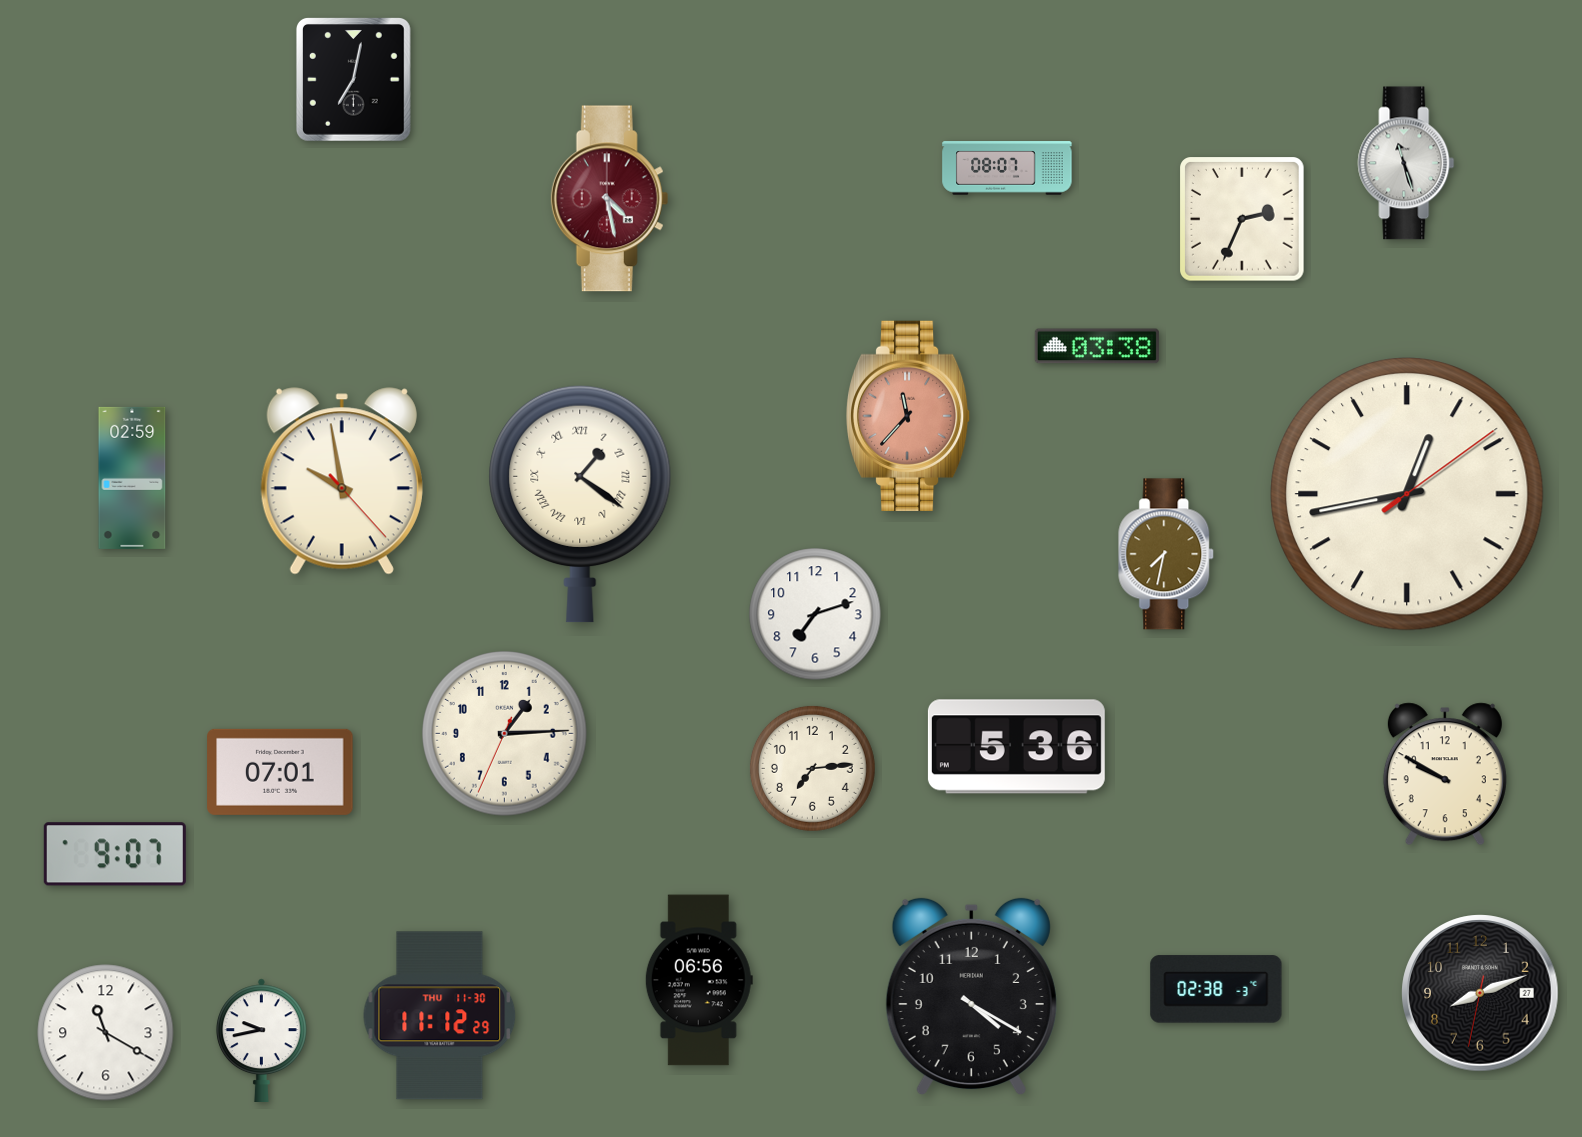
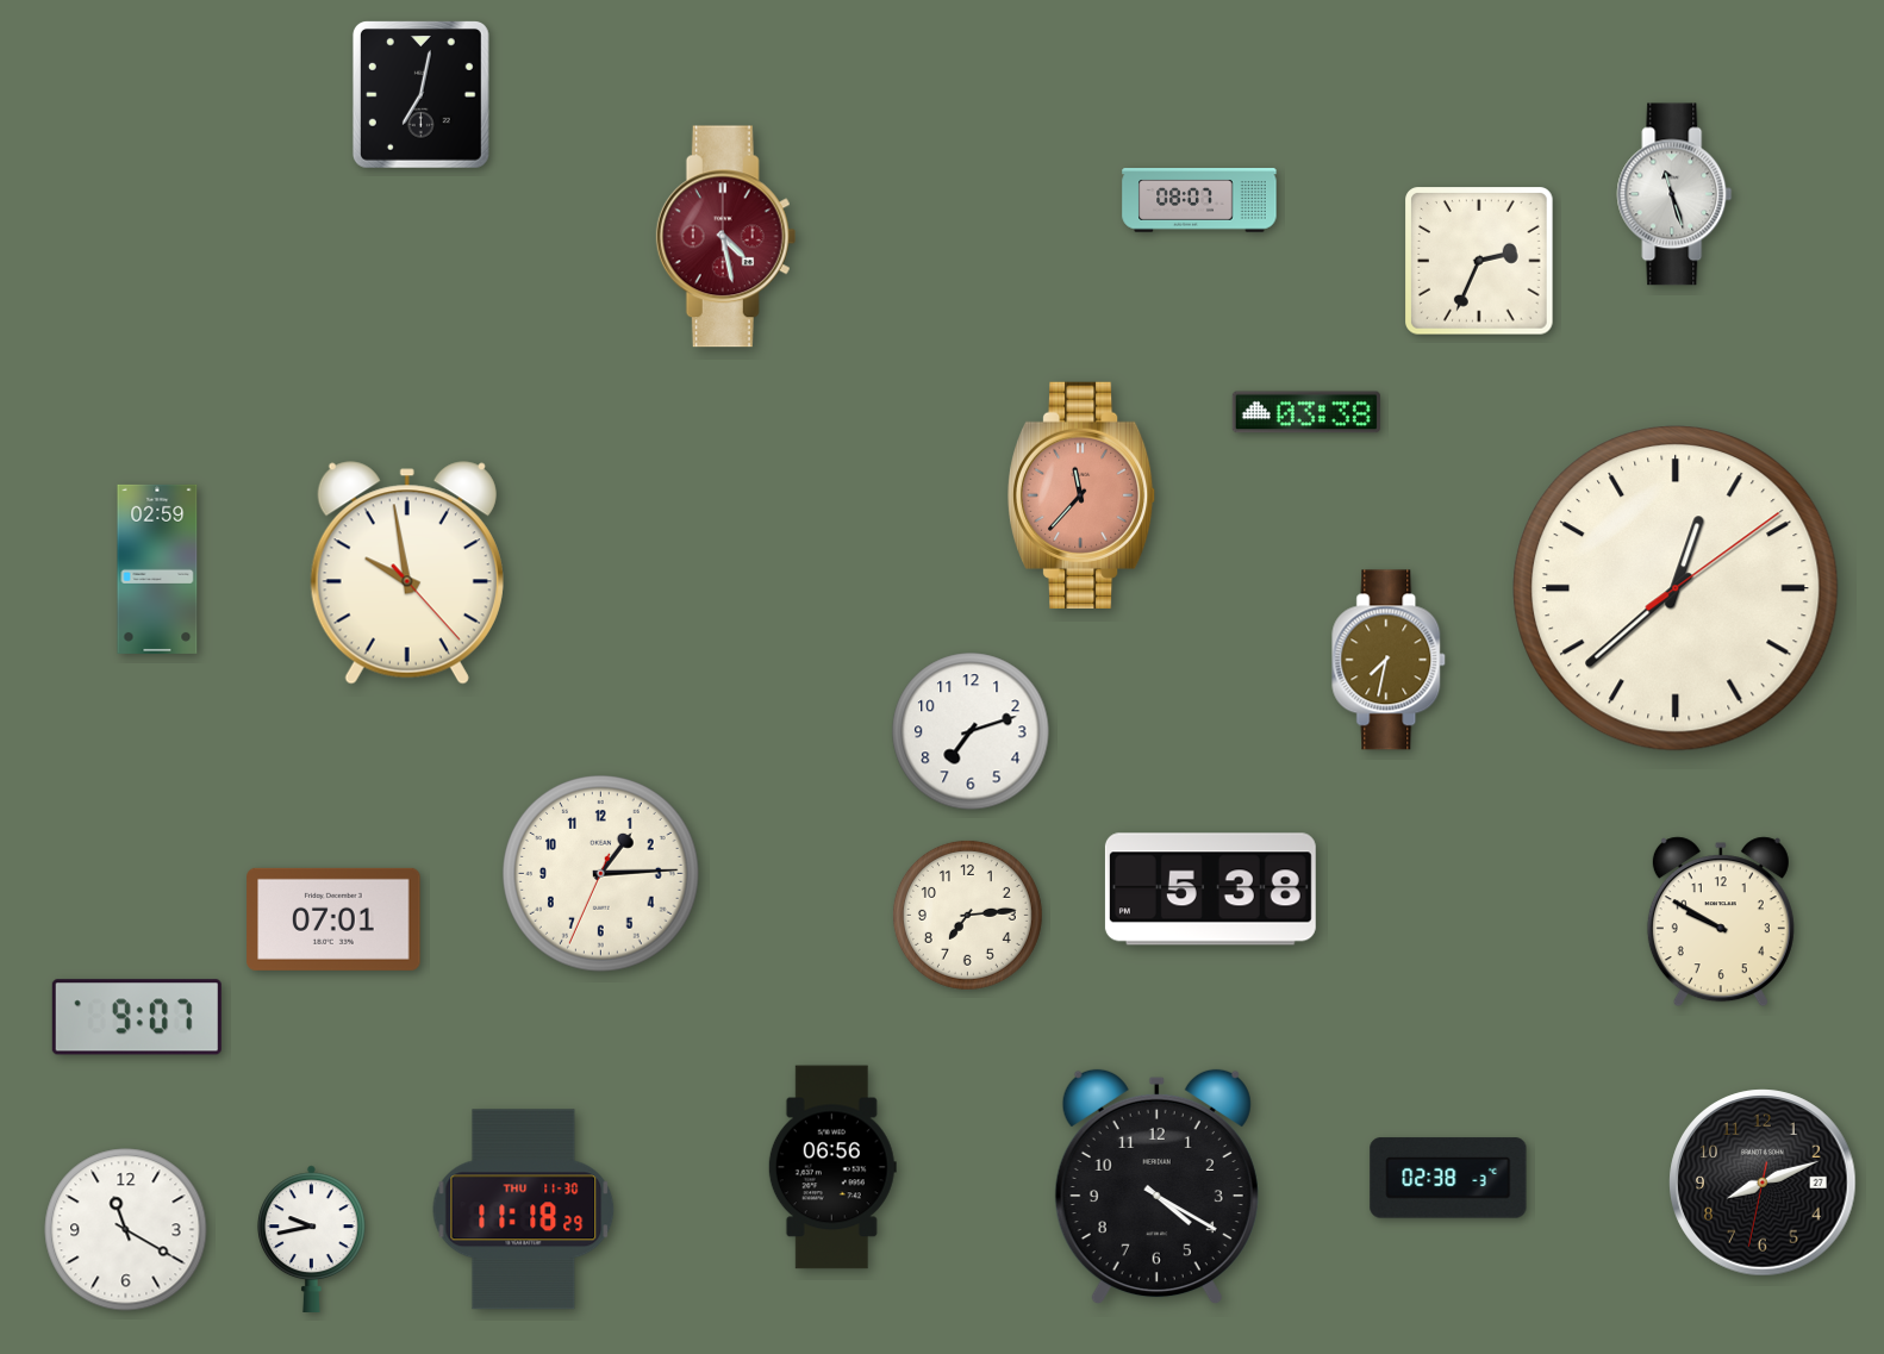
clock at (1407, 494): 12:43 -> 12:38
clock at (580, 504): 1:21 -> none
clock at (1016, 747): 5:36 -> 5:38
clock at (440, 1016): 11:12 -> 11:18
